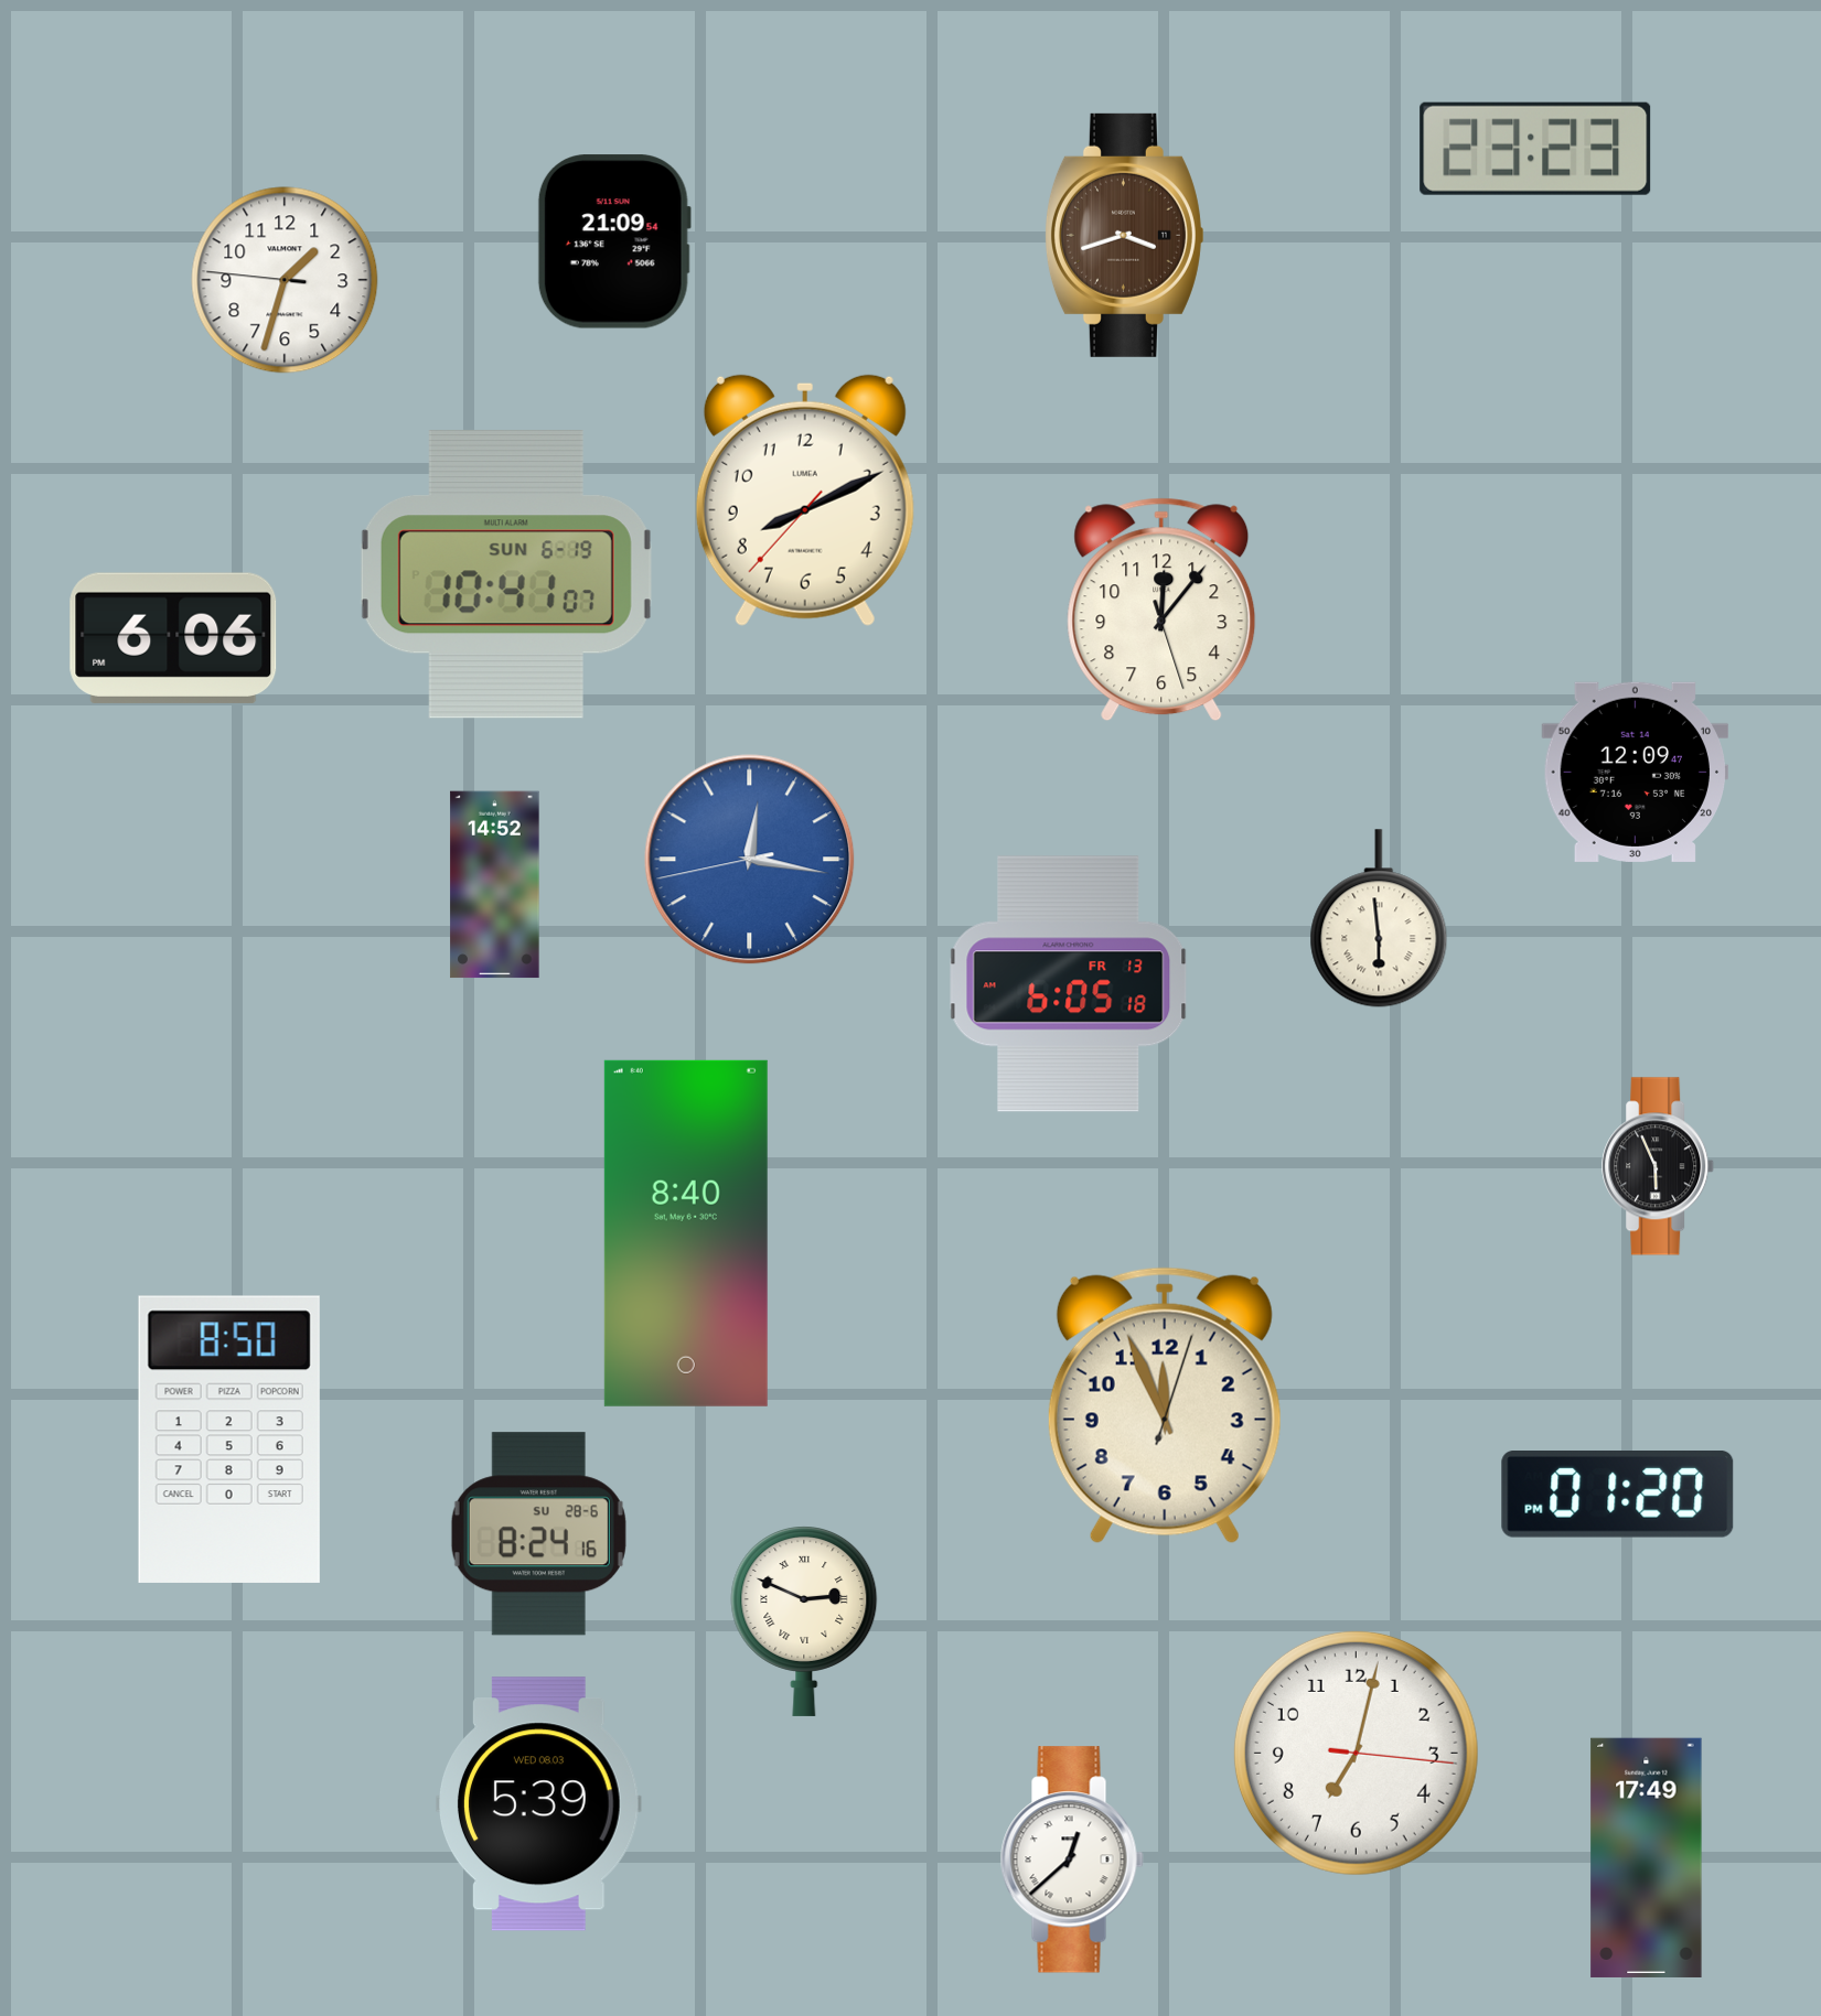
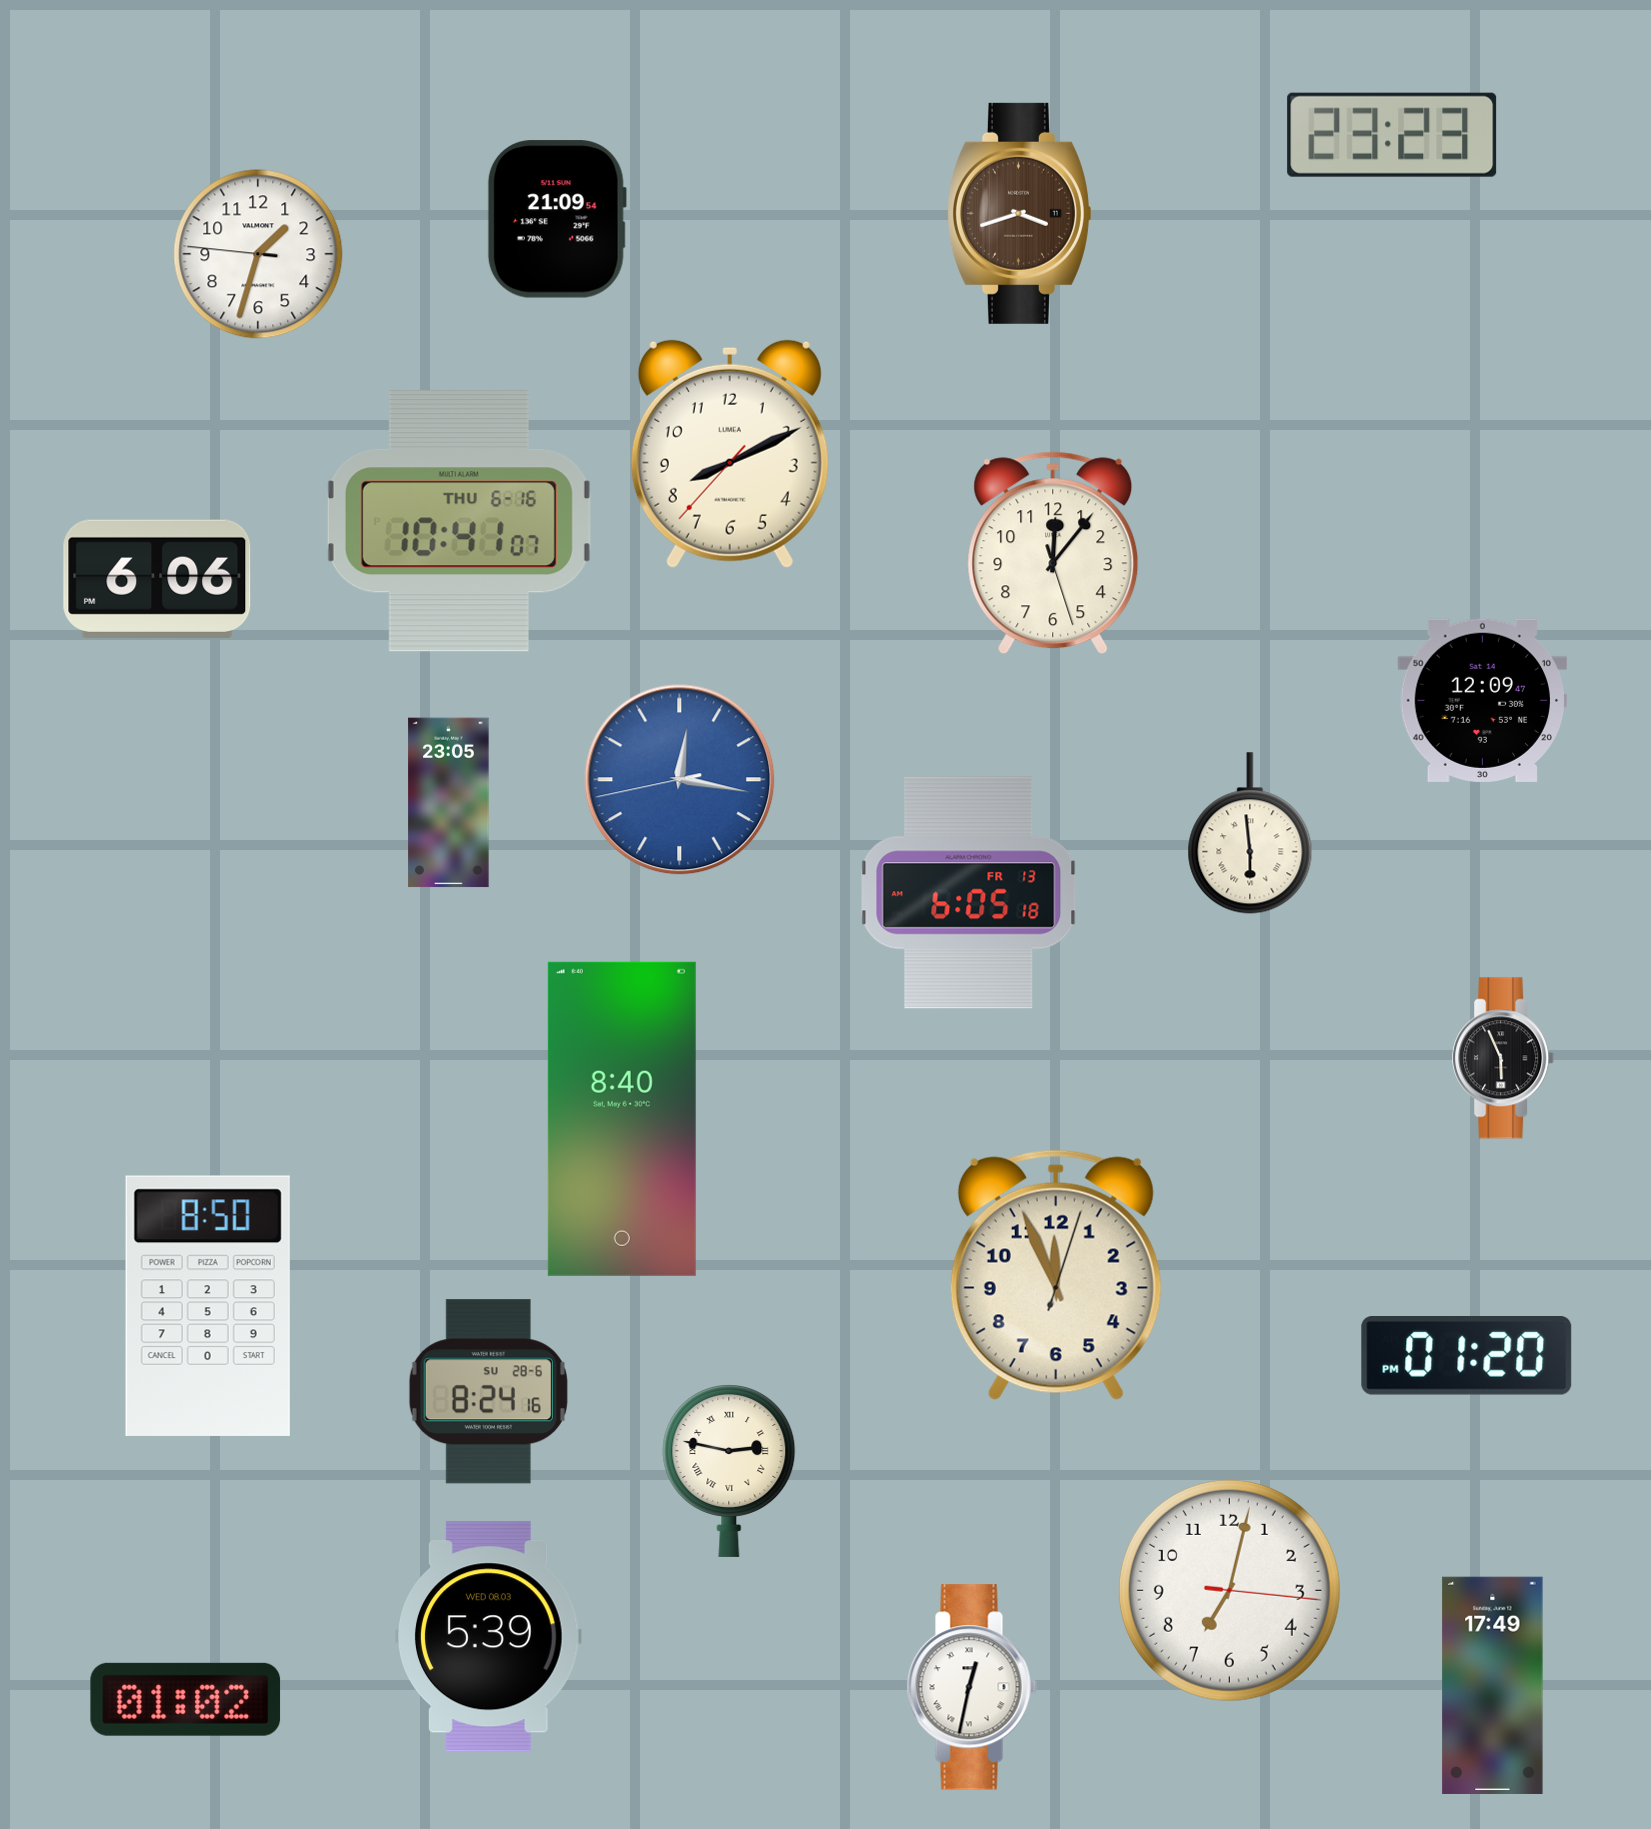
clock at (506, 574) date: SUN 6-19 -> THU 6-16
clock at (495, 885): 14:52 -> 23:05
clock at (804, 1621): 2:49 -> 2:47
clock at (1072, 1859): 12:38 -> 12:32
clock at (186, 1699): none -> 01:02
